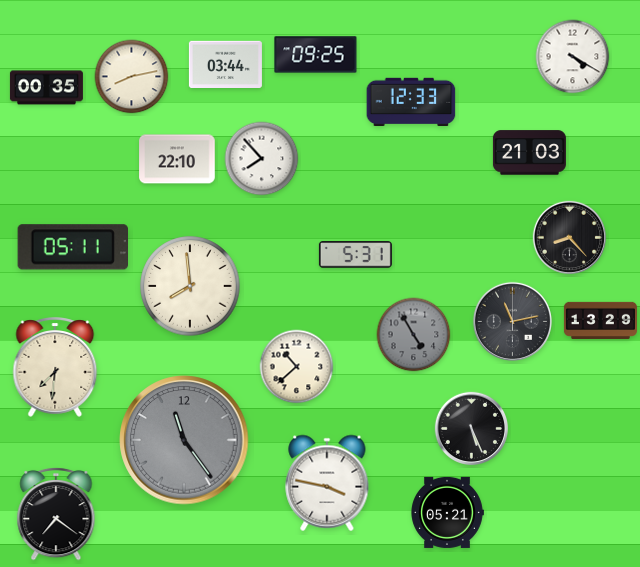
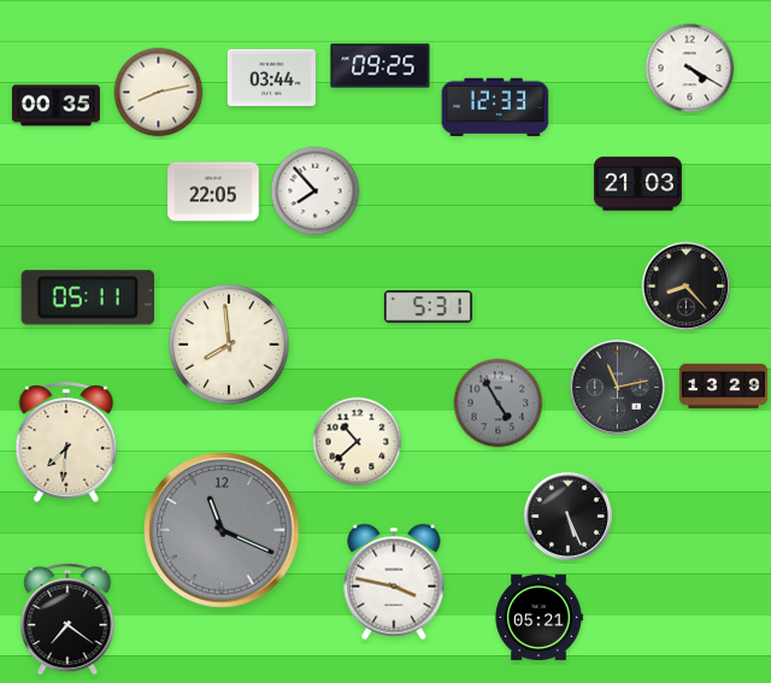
clock at (411, 101) position: (411, 101) -> (495, 106)
clock at (177, 159): 22:10 -> 22:05
clock at (184, 440): 11:24 -> 11:19
